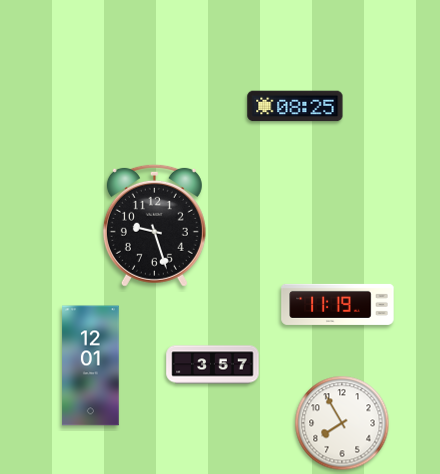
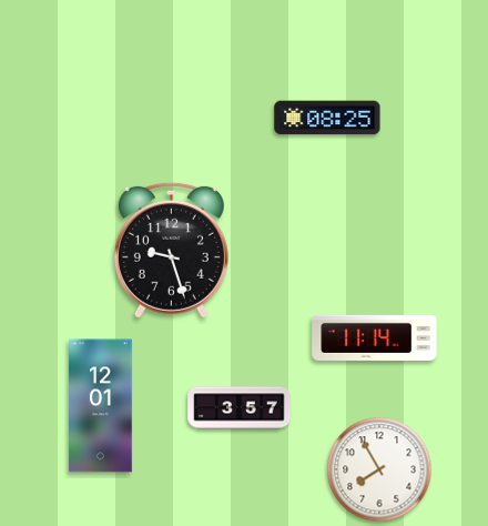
clock at (338, 304): 11:19 -> 11:14
clock at (213, 365) position: (213, 365) -> (240, 408)
